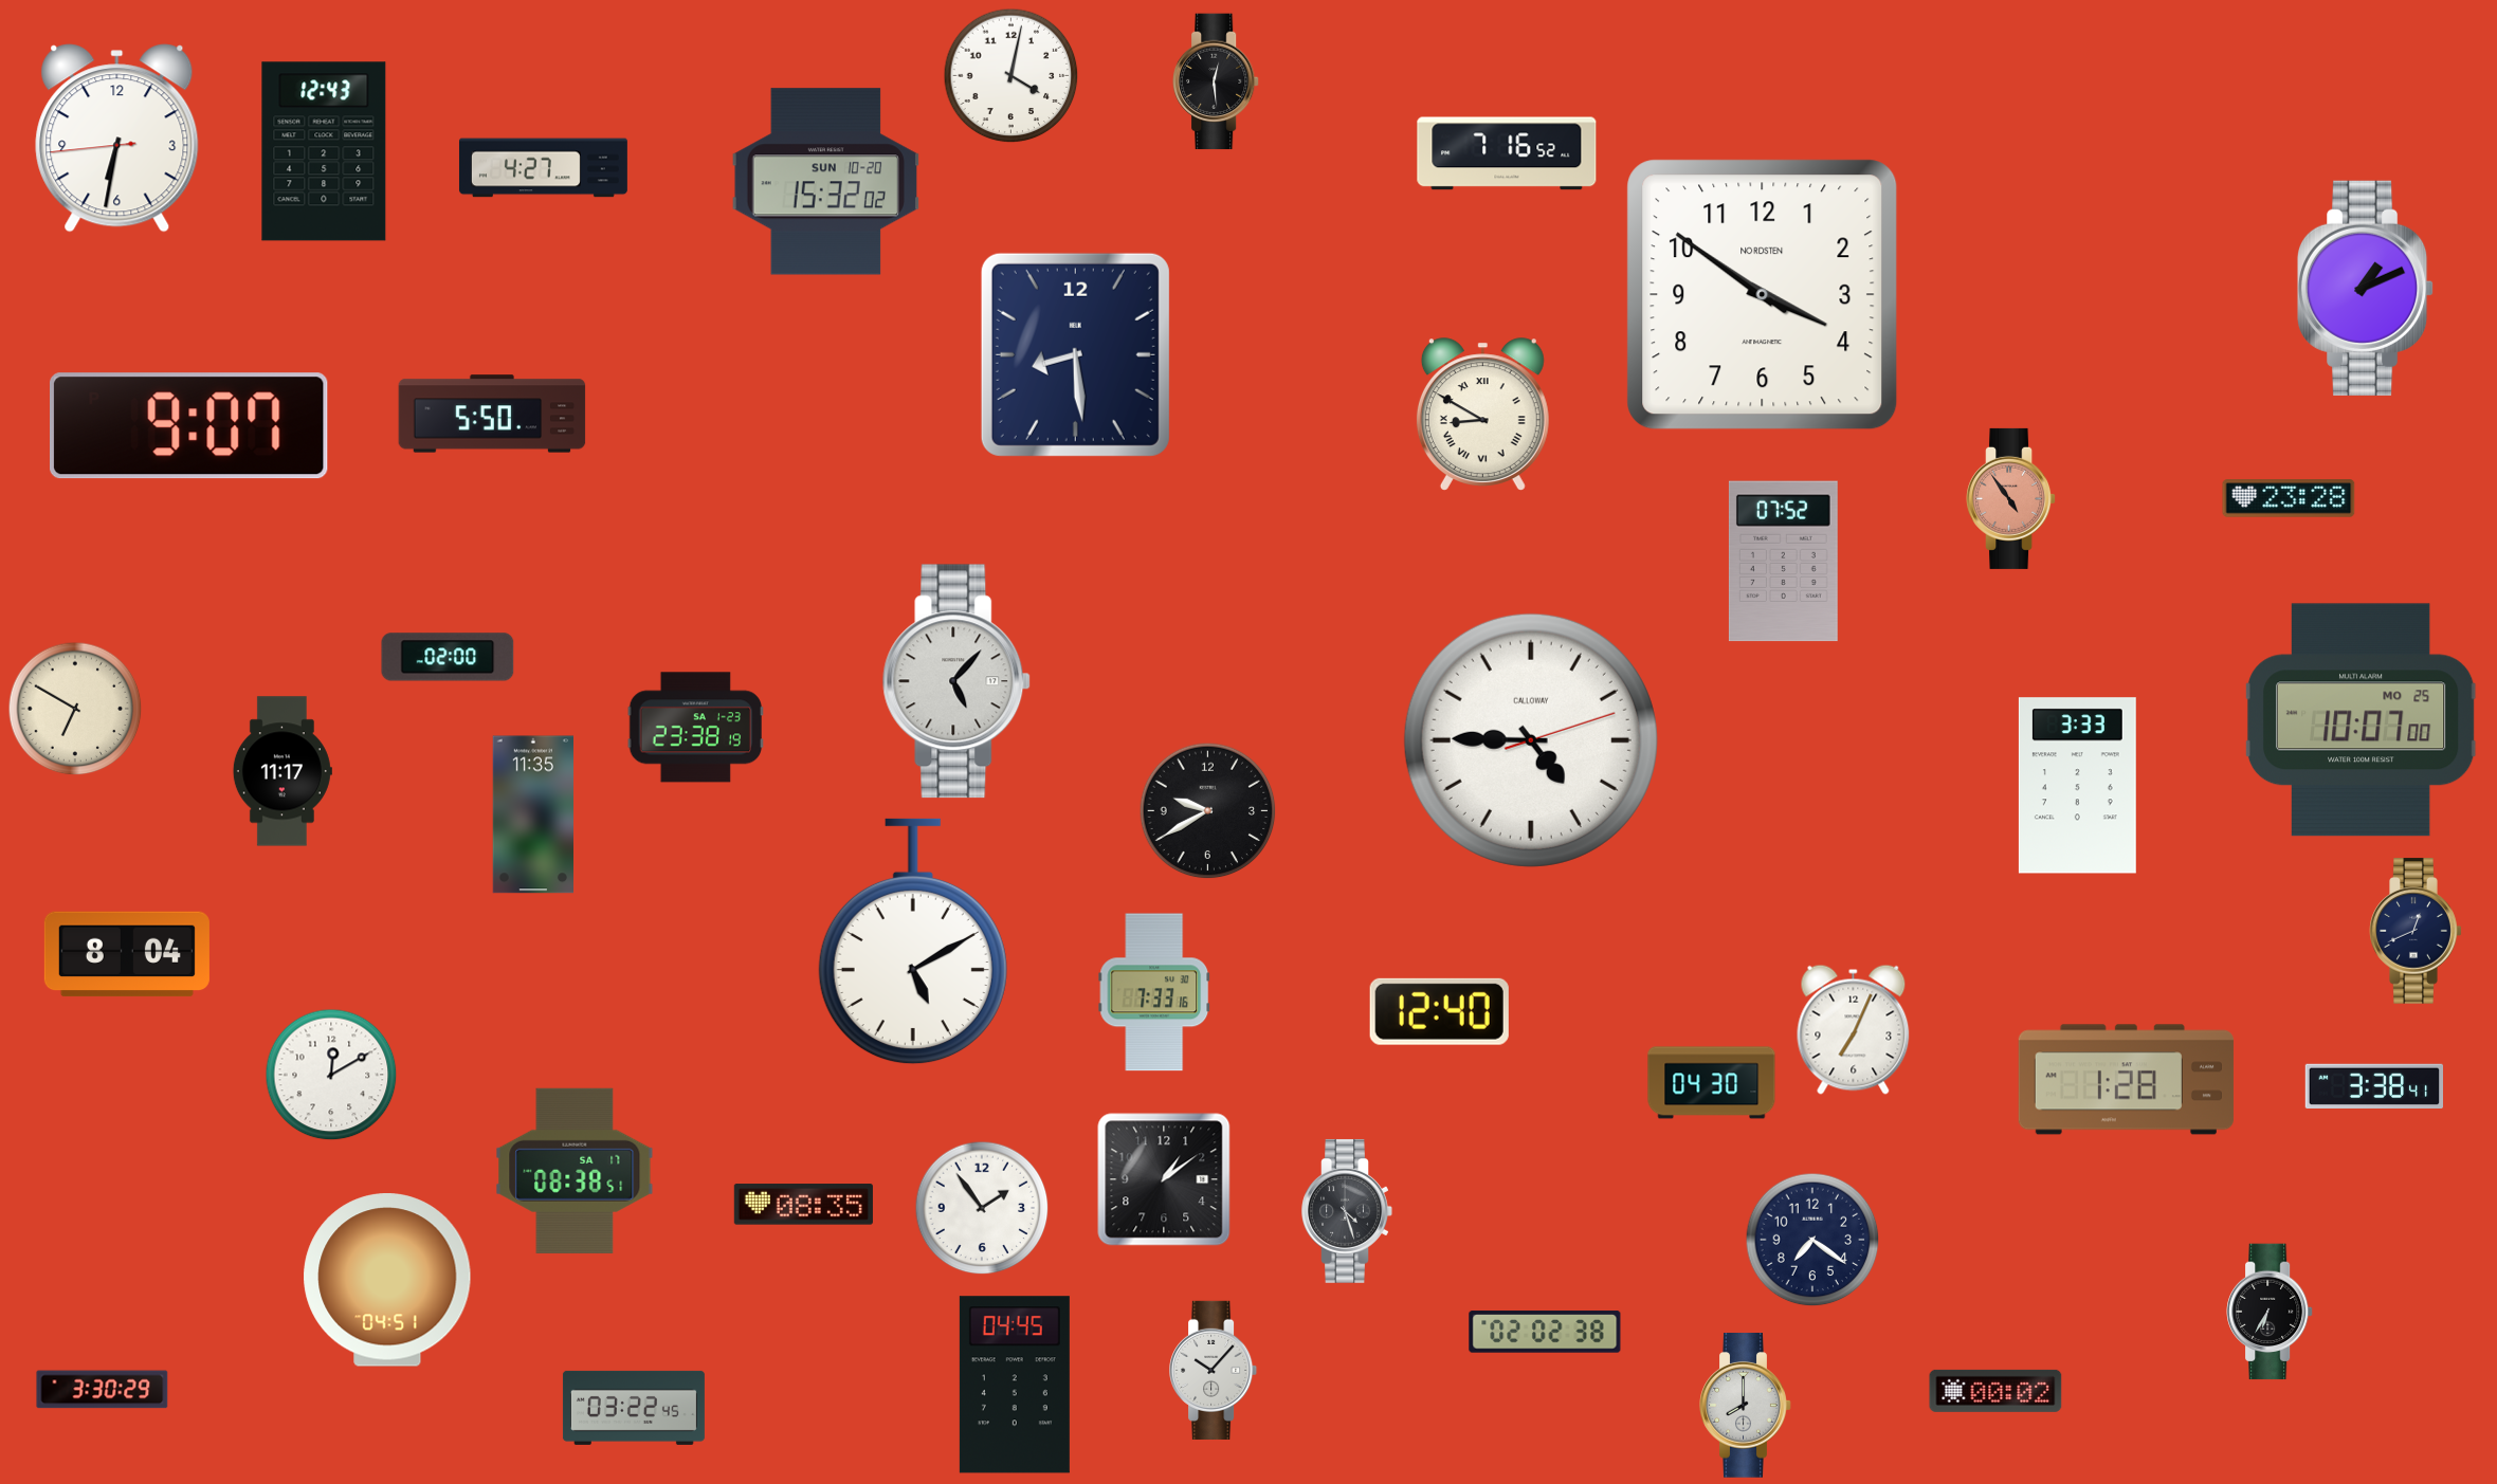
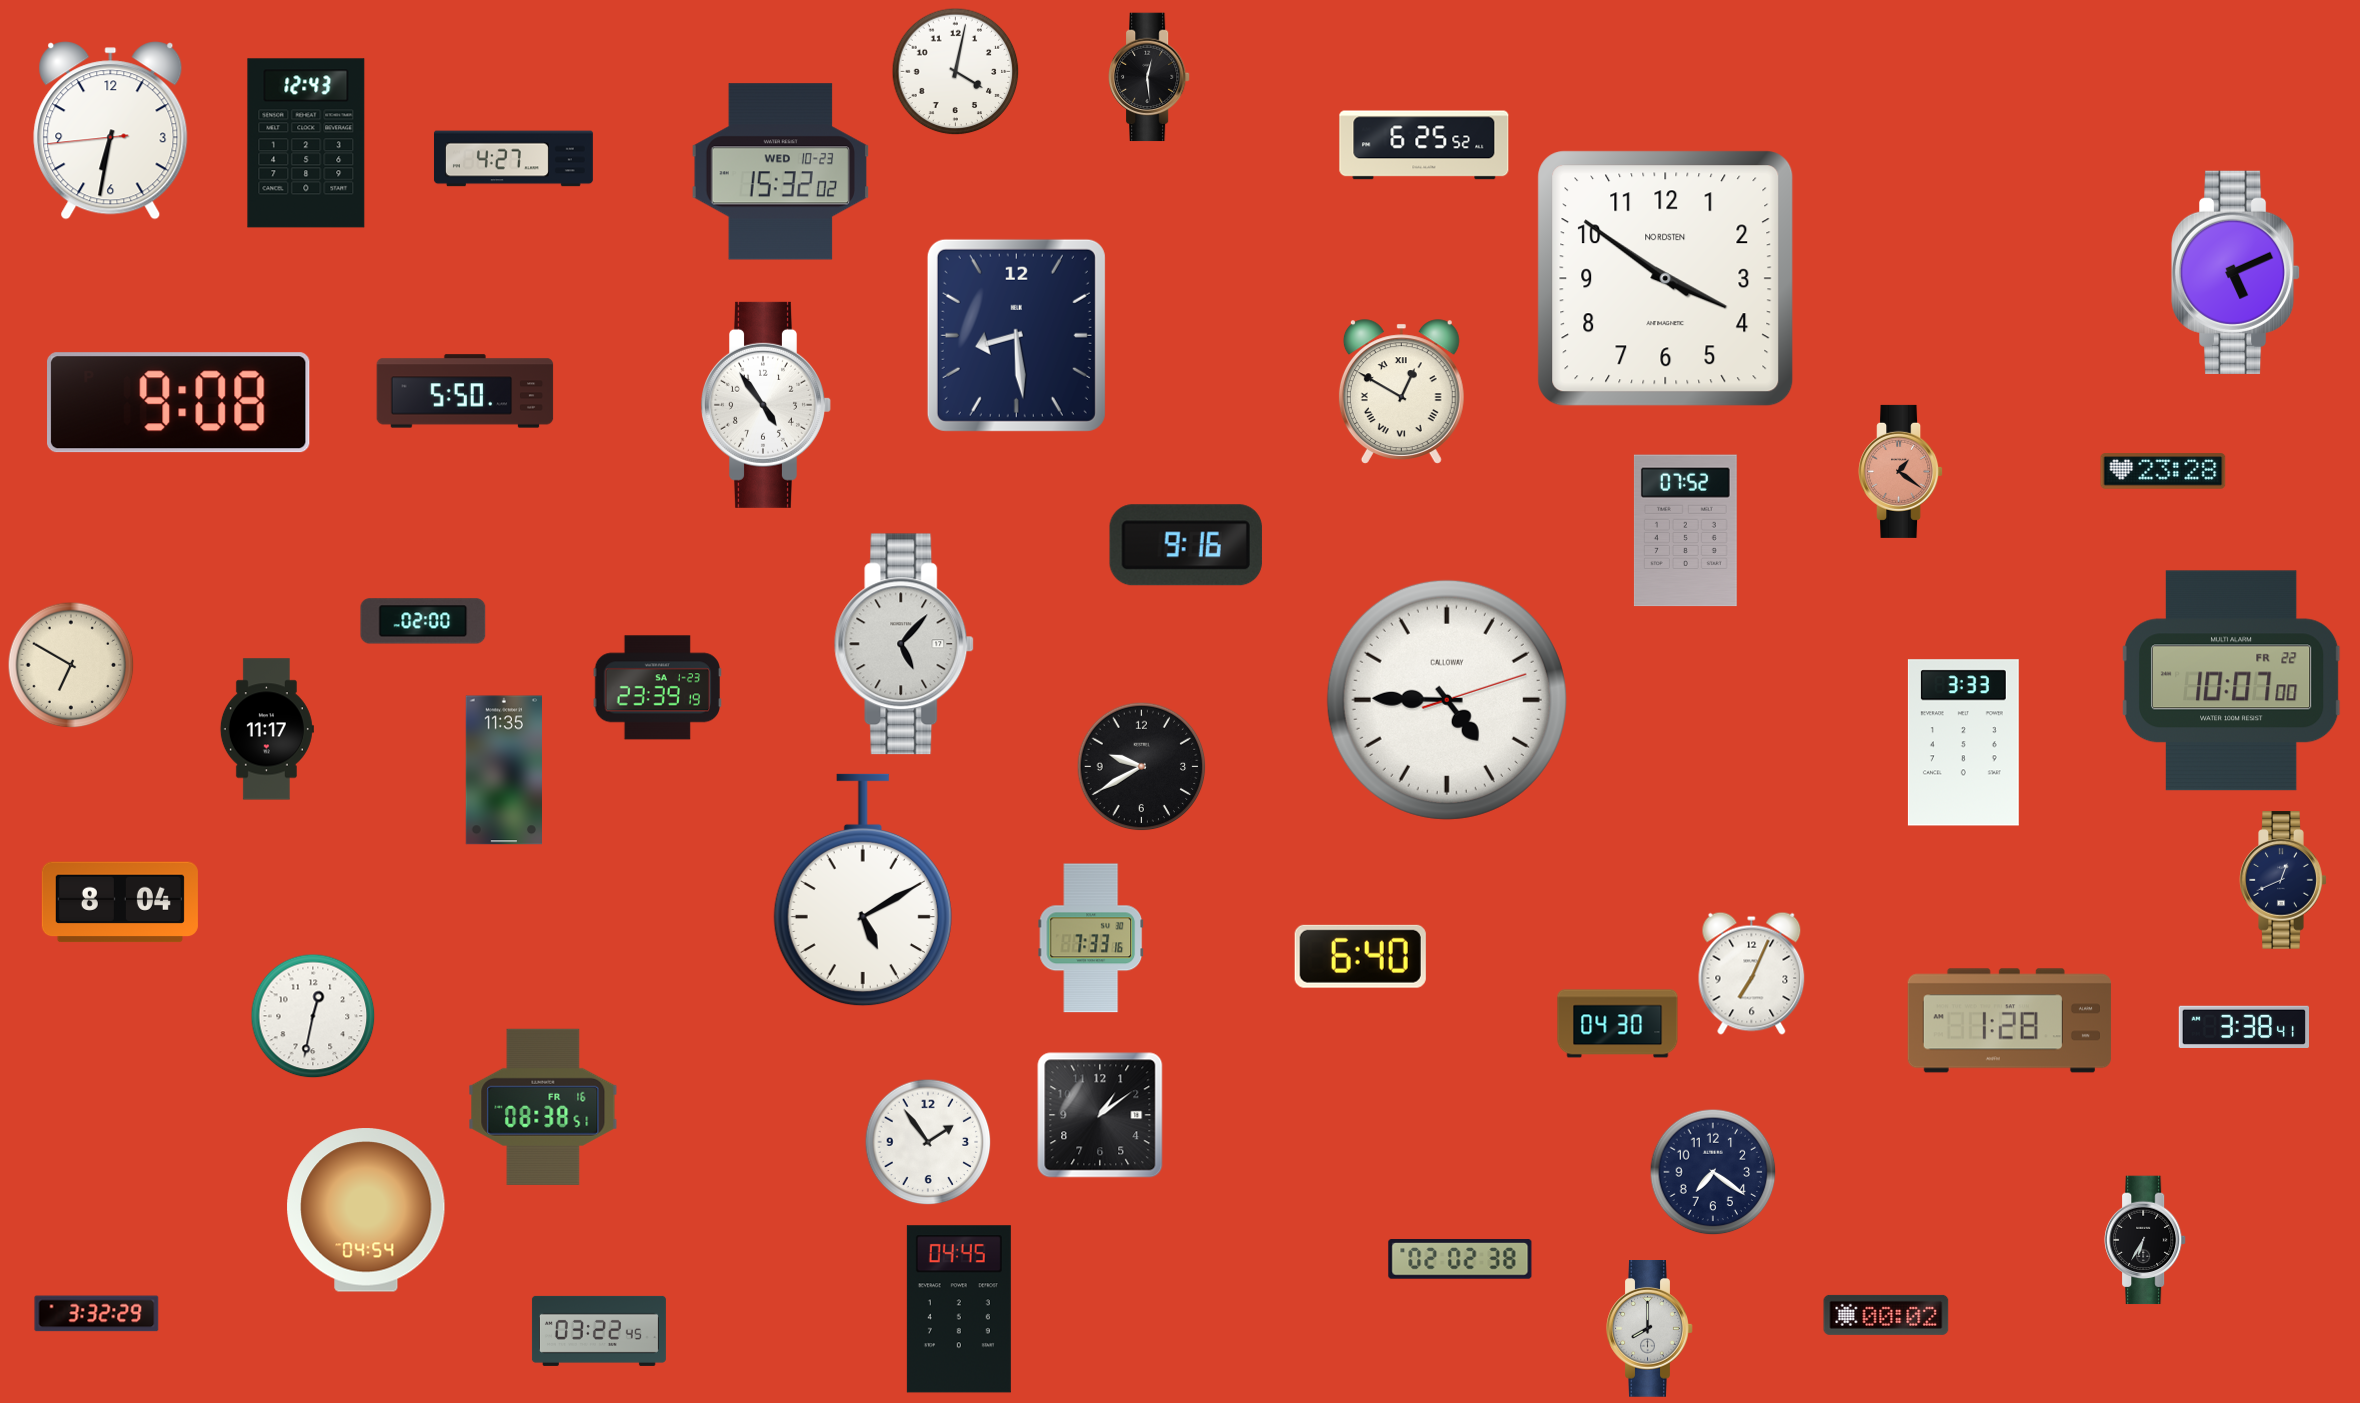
clock at (1507, 153): 7:16 -> 6:25
clock at (825, 182) date: SUN 10-20 -> WED 10-23
clock at (2366, 288): 1:11 -> 5:11
clock at (1482, 415): 8:50 -> 12:50
clock at (189, 426): 9:07 -> 9:08
clock at (767, 405): none -> 4:54
clock at (2011, 498): 4:54 -> 1:21
clock at (1186, 545): none -> 9:16
clock at (75, 709) position: (75, 709) -> (71, 665)
clock at (2361, 720) date: MO 25 -> FR 22
clock at (695, 728): 23:38 -> 23:39
clock at (1439, 1011): 12:40 -> 6:40
clock at (331, 1075): 12:10 -> 12:32
clock at (575, 1171) date: SA 17 -> FR 16
clock at (803, 1205): 08:35 -> none
clock at (1347, 1211): 4:27 -> none
clock at (387, 1280): 04:51 -> 04:54
clock at (1214, 1370): 10:07 -> none
clock at (103, 1390): 3:30 -> 3:32
